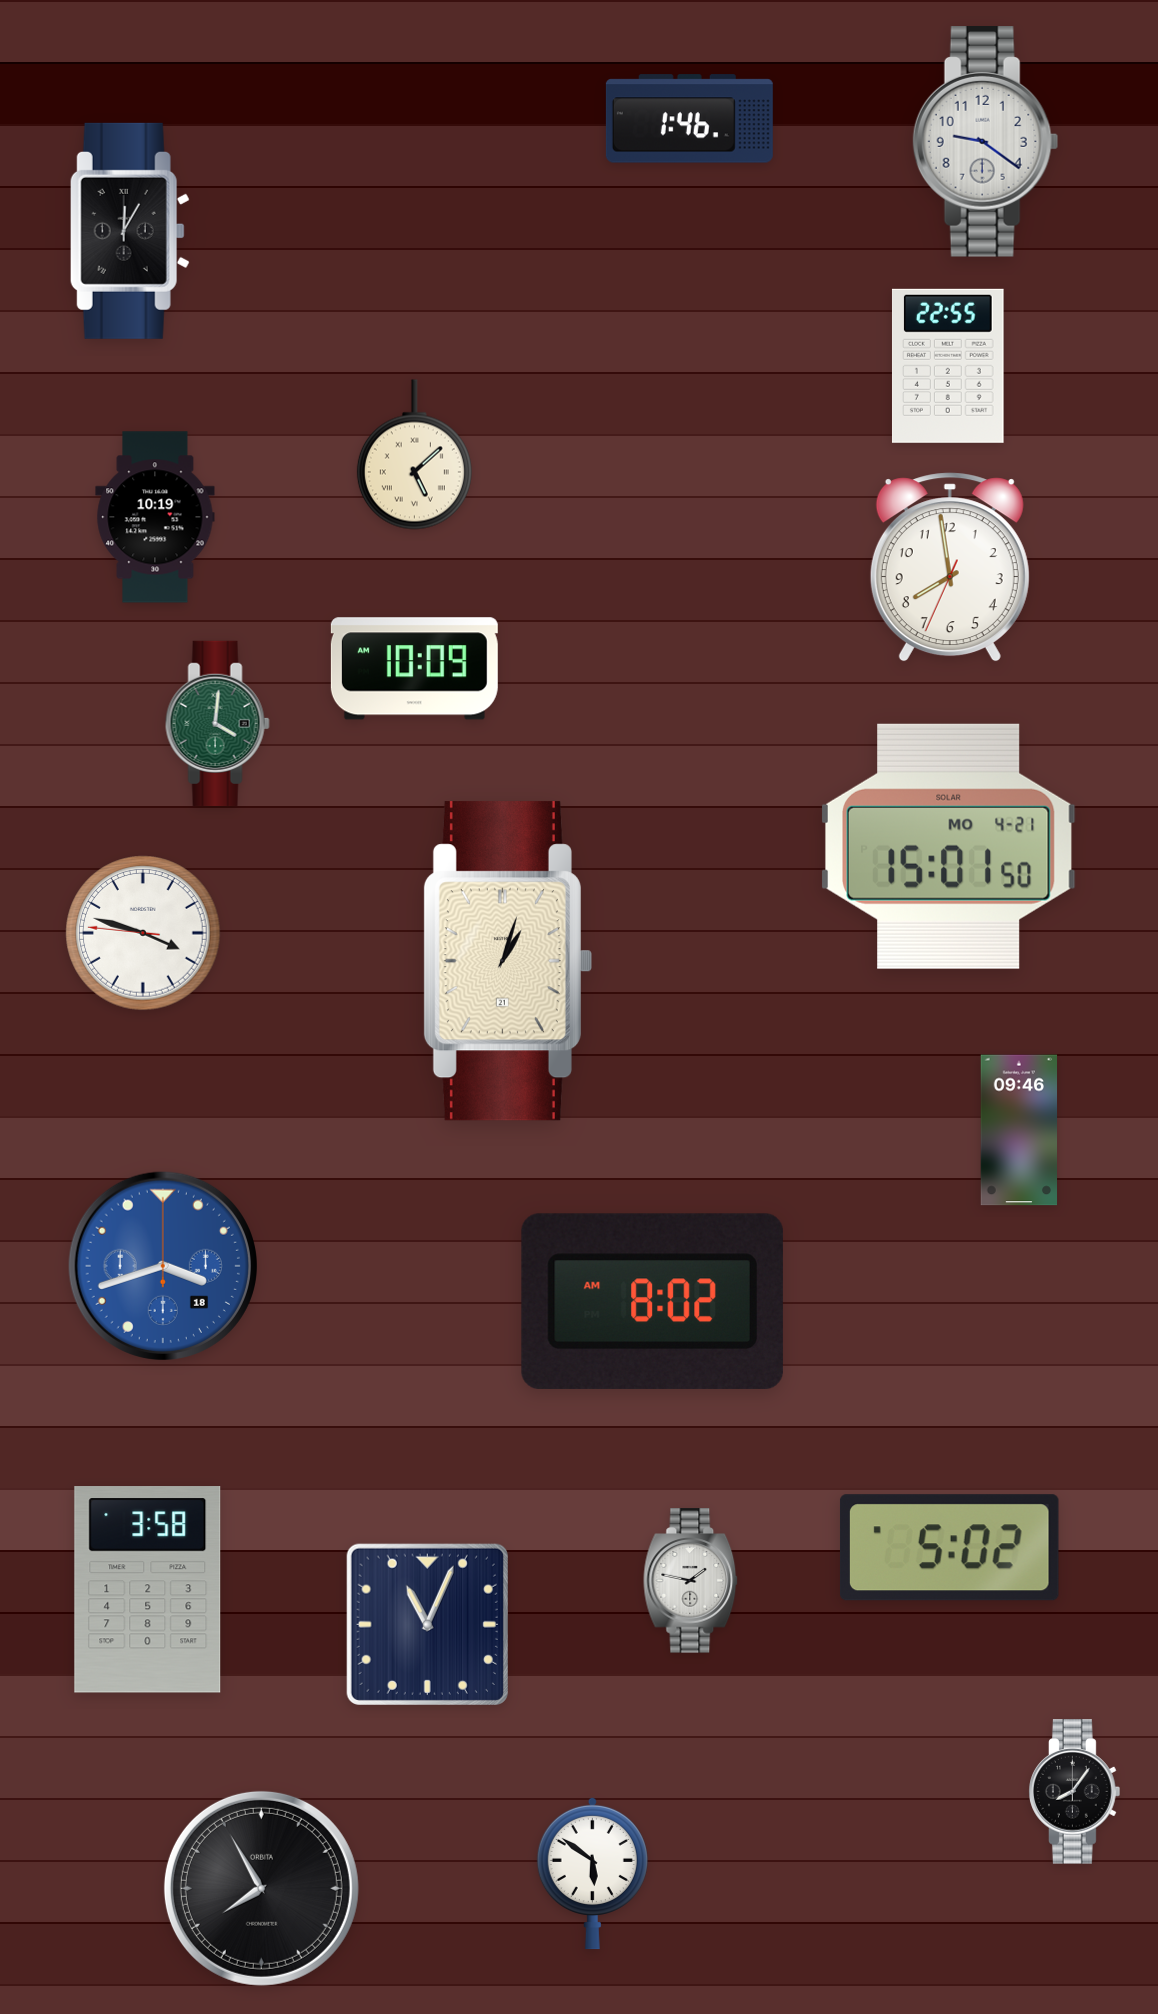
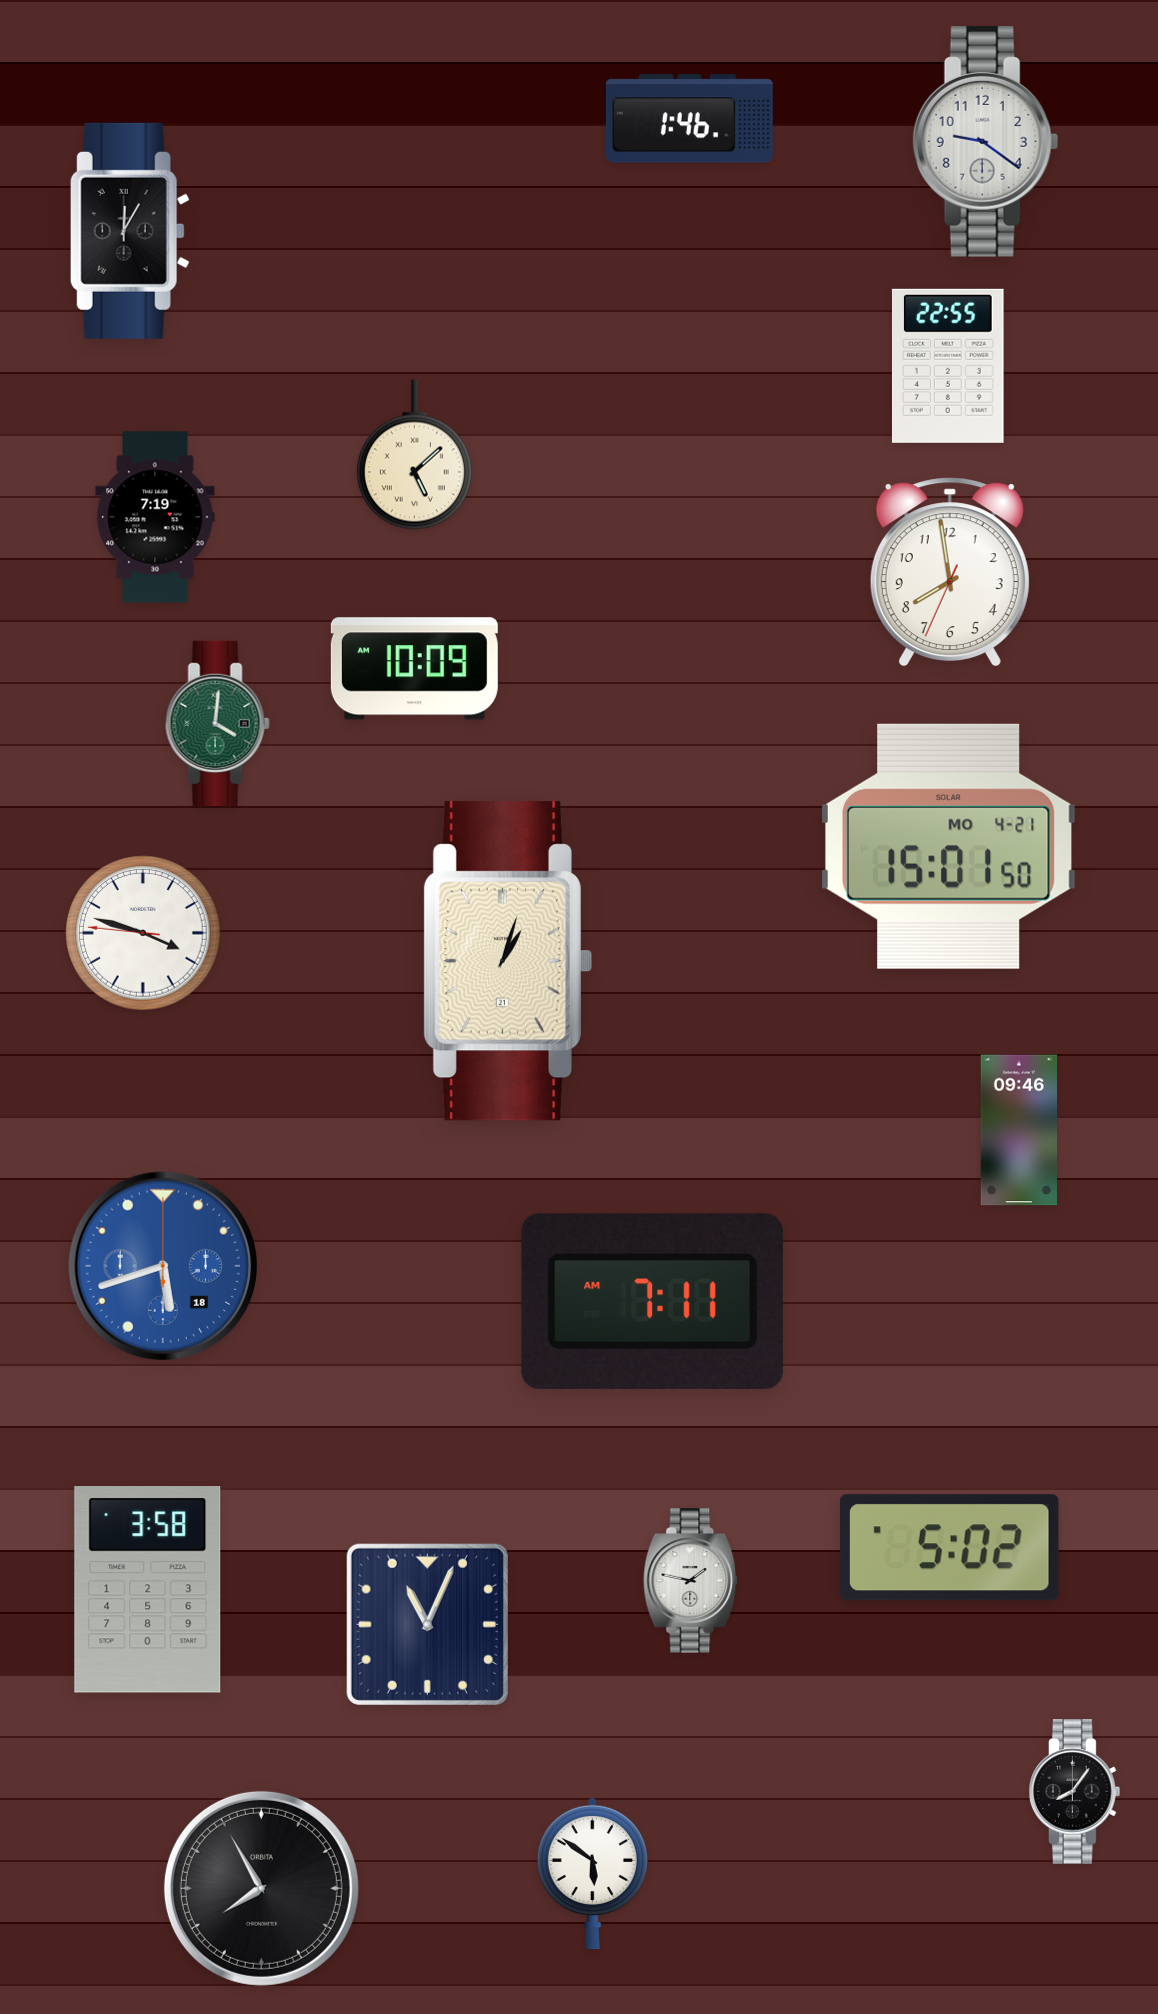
clock at (155, 517): 10:19 -> 7:19
clock at (950, 567) position: (950, 567) -> (950, 572)
clock at (163, 1266): 3:42 -> 5:42
clock at (652, 1301): 8:02 -> 7:11
